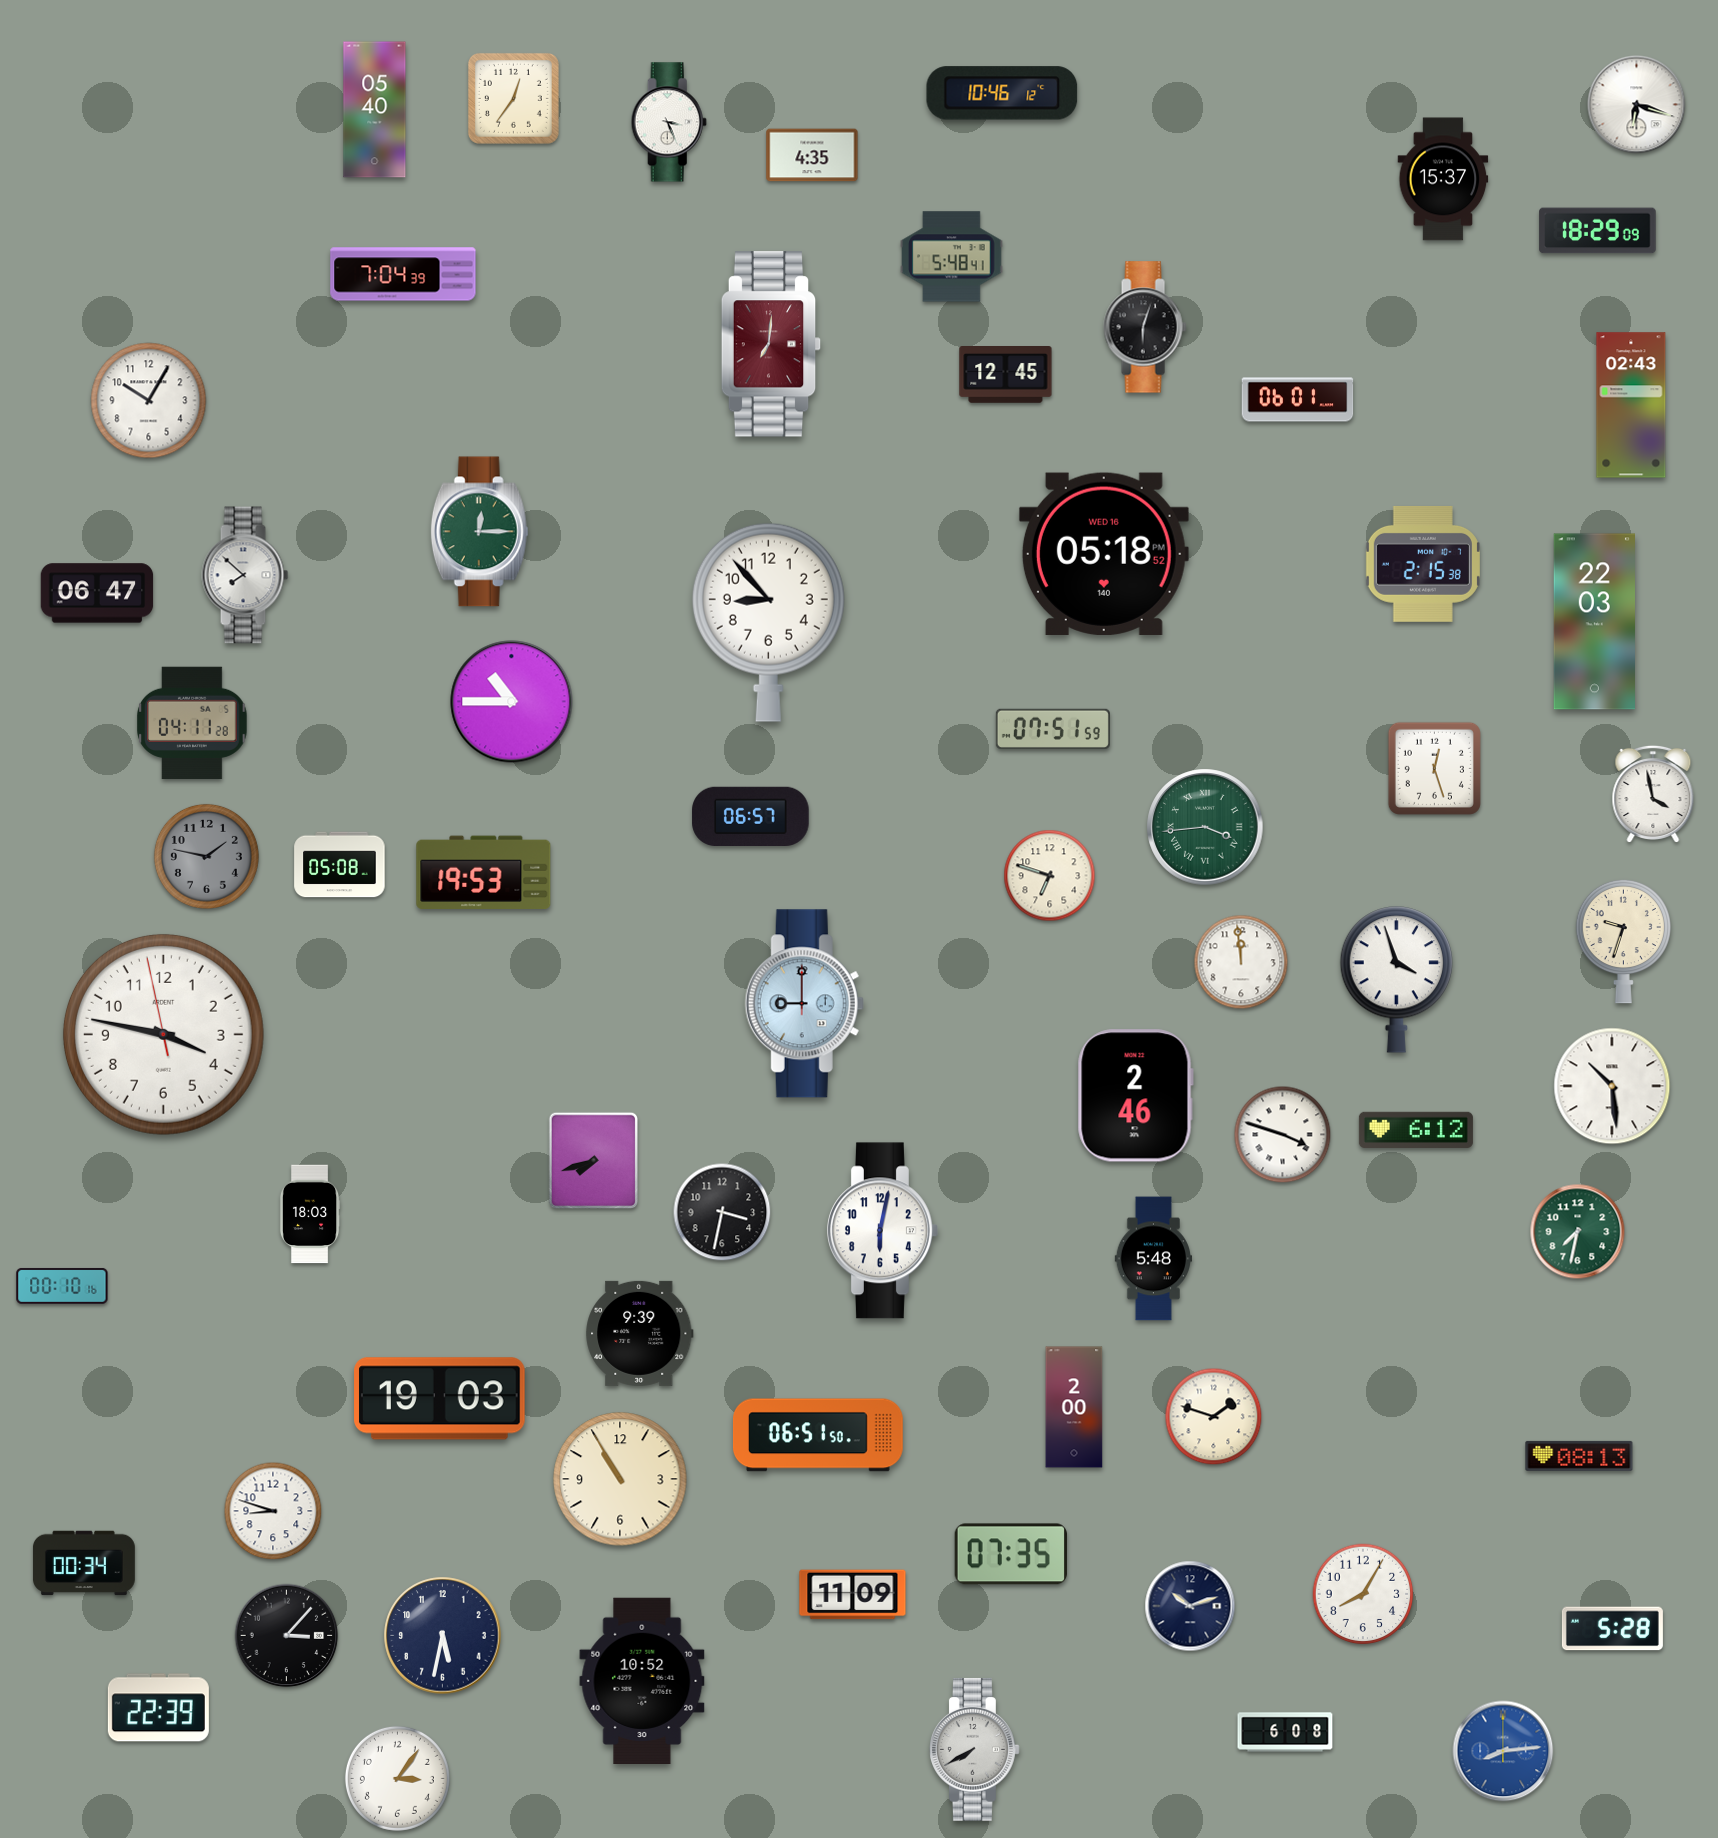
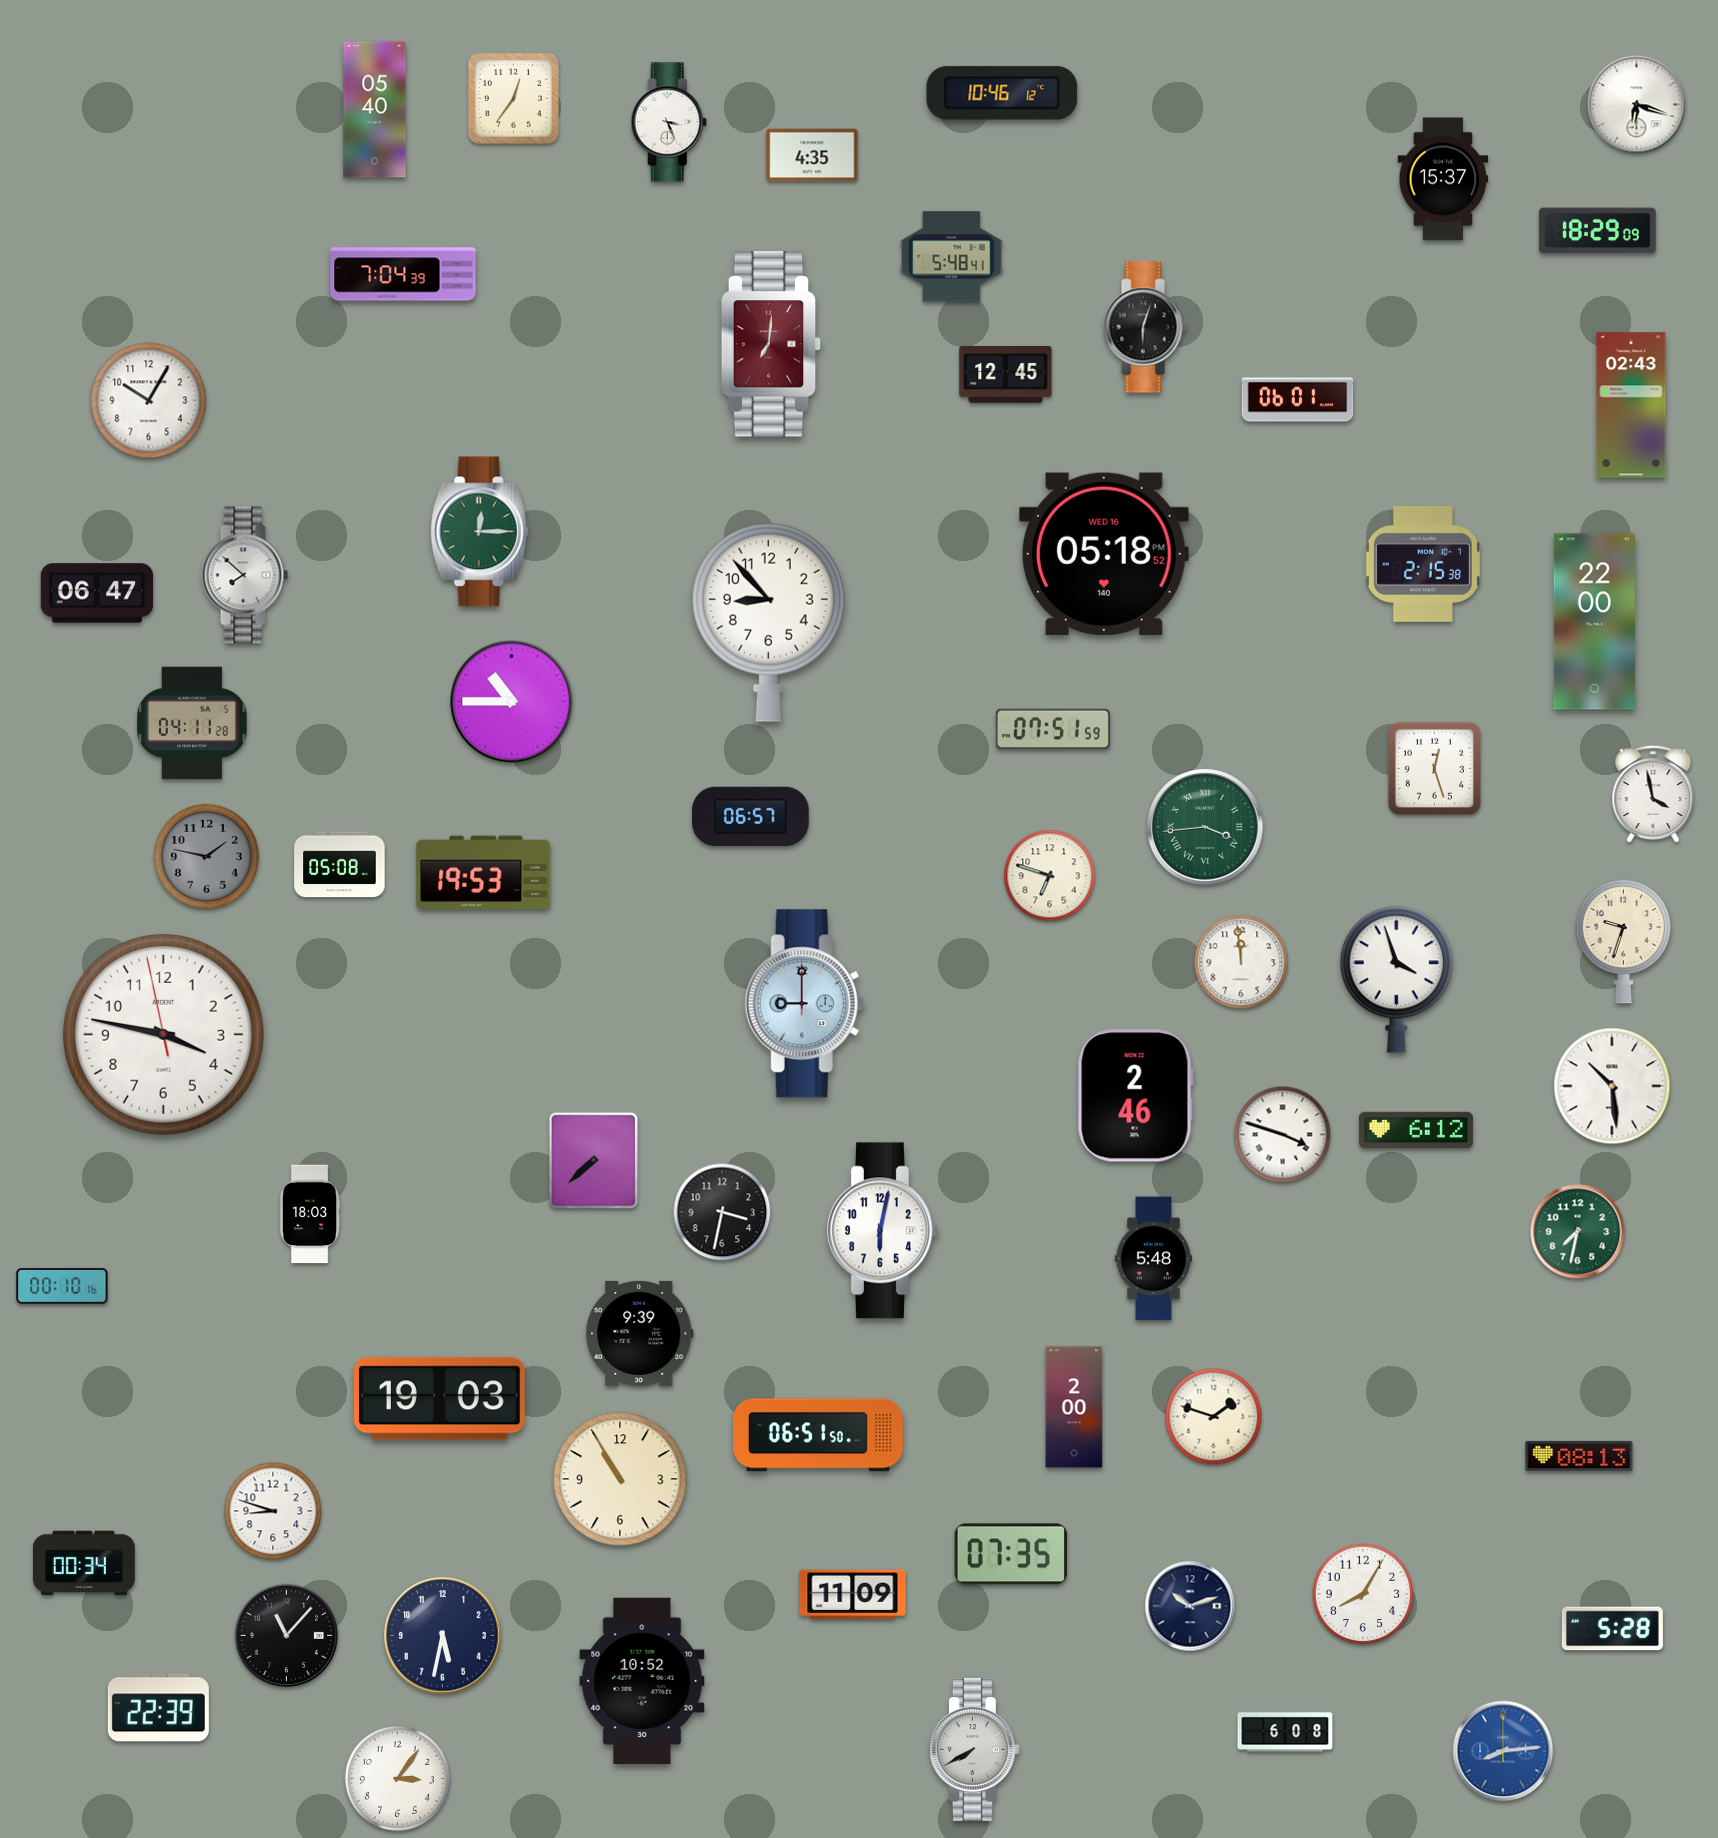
clock at (1594, 622): 22:03 -> 22:00
clock at (594, 1161): 7:42 -> 7:38
clock at (287, 1636): 3:07 -> 11:07
